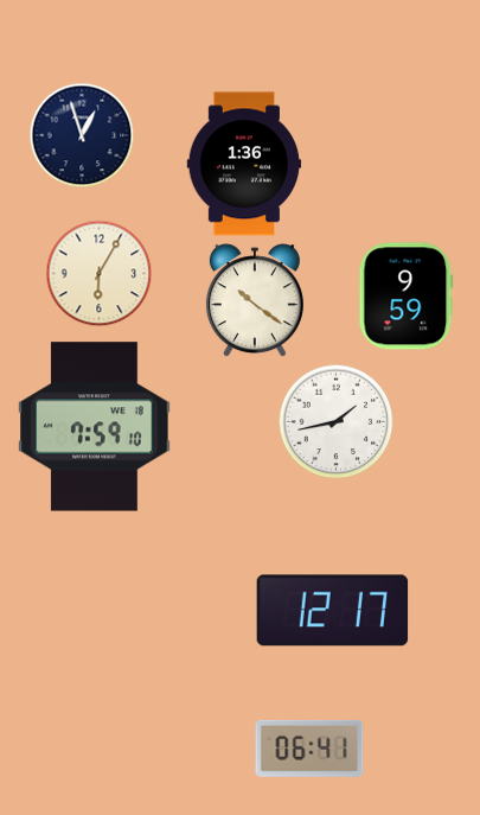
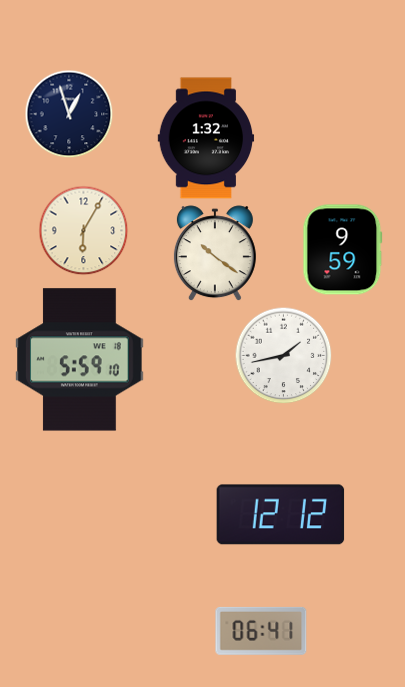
clock at (244, 164): 1:36 -> 1:32
clock at (95, 427): 7:59 -> 5:59
clock at (333, 611): 12:17 -> 12:12
